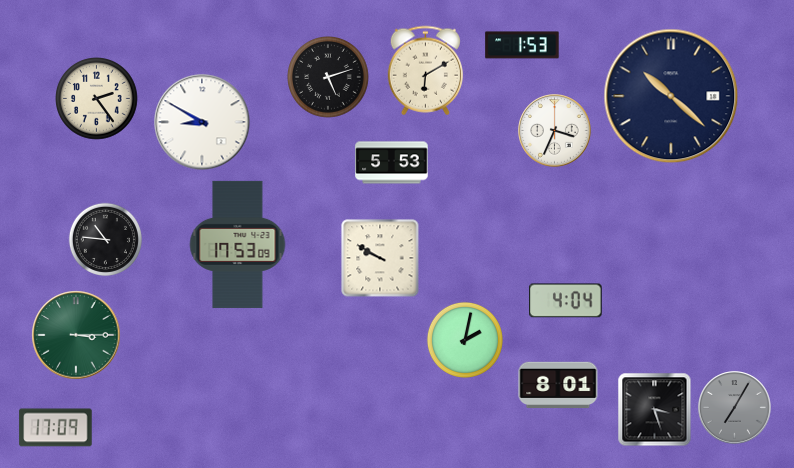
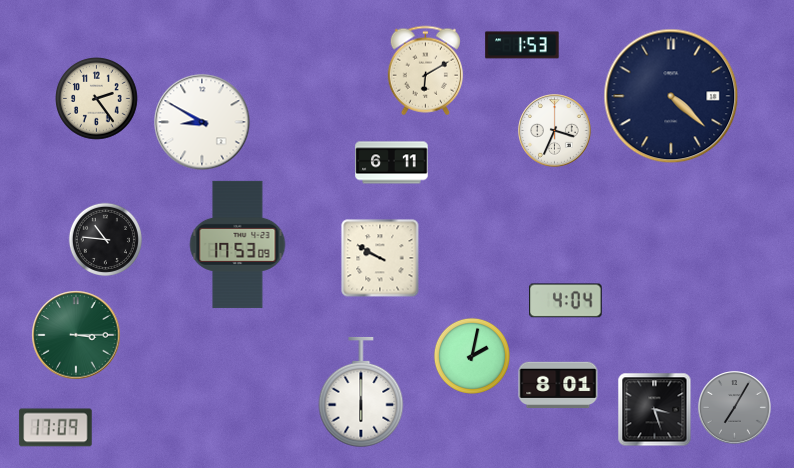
clock at (329, 78): 5:12 -> none
clock at (671, 96): 10:22 -> 4:22
clock at (392, 163): 5:53 -> 6:11
clock at (465, 340) position: (465, 340) -> (472, 356)
clock at (361, 392): none -> 6:00
